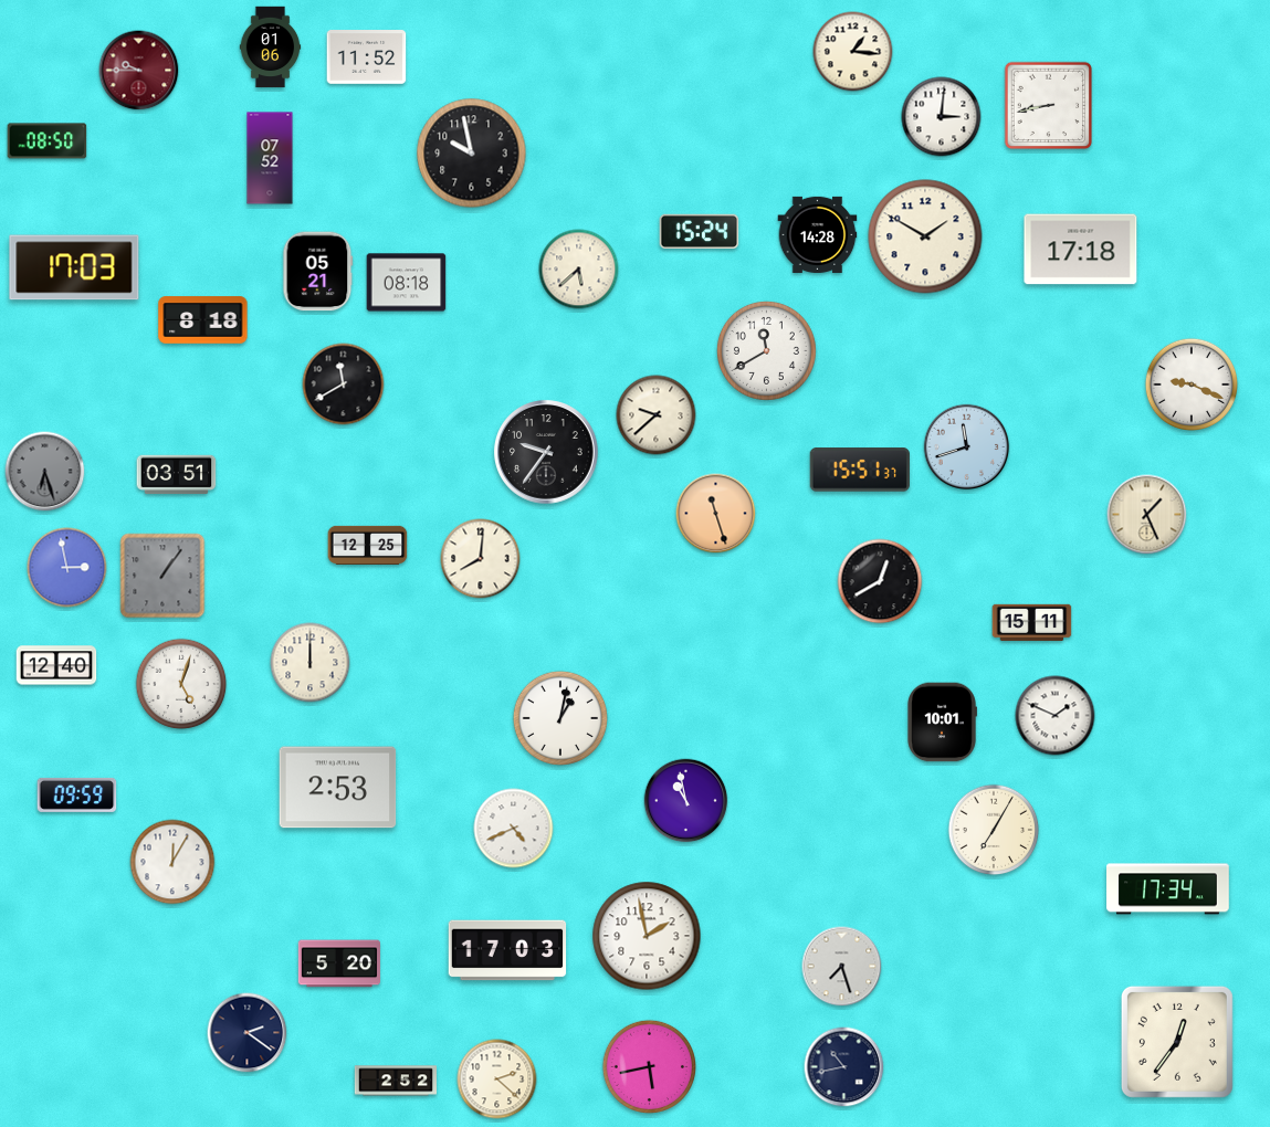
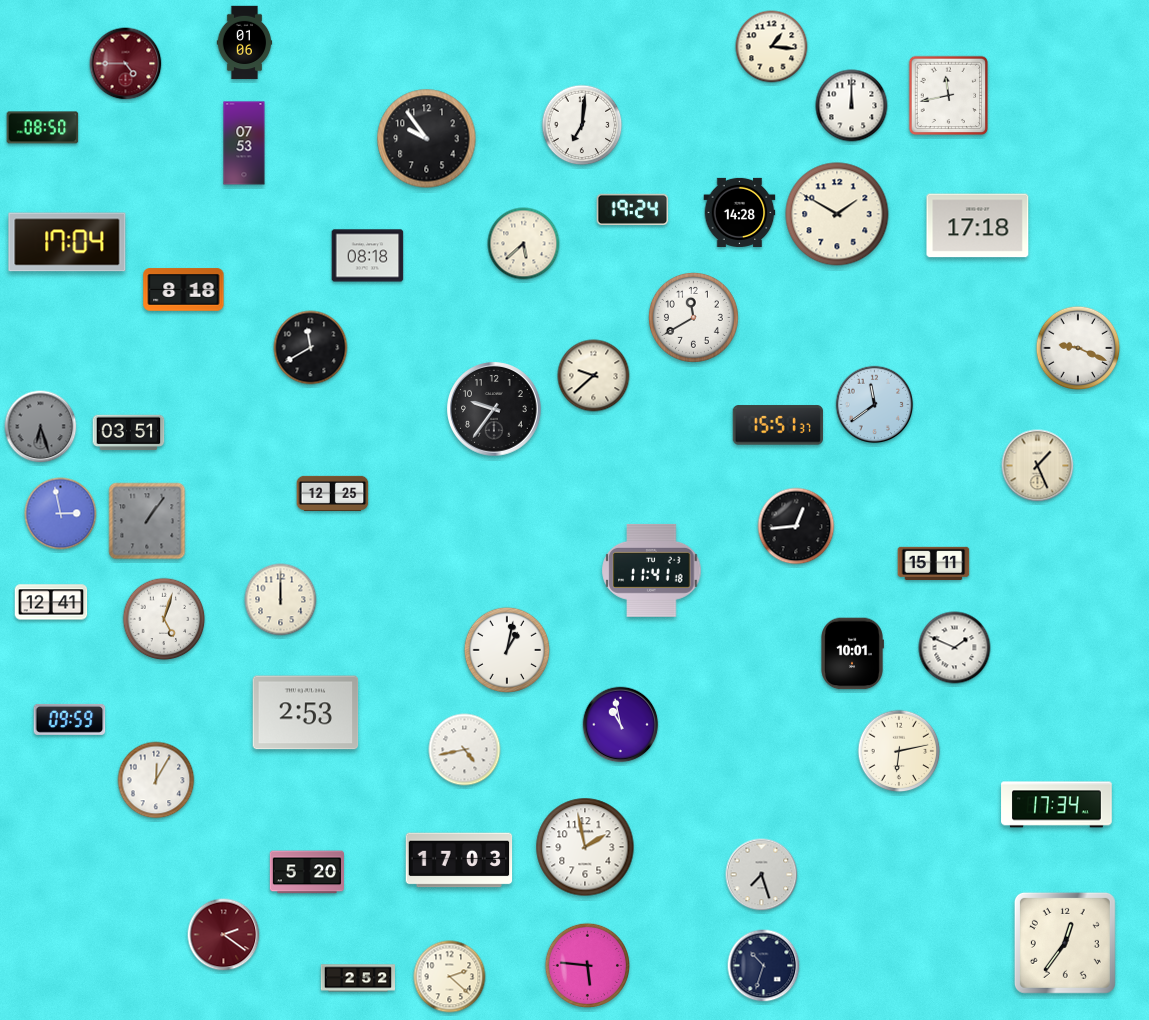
clock at (367, 57): 11:52 -> none
clock at (139, 71): 9:45 -> 4:45
clock at (1049, 106): 8:43 -> 11:43
clock at (942, 117): 3:01 -> 12:00
clock at (582, 125): none -> 7:01
clock at (472, 154): 9:58 -> 9:54
clock at (270, 158): 07:52 -> 07:53
clock at (700, 232): 15:24 -> 19:24
clock at (74, 267): 17:03 -> 17:04
clock at (318, 272): 05:21 -> none
clock at (967, 447): 11:42 -> 11:39
clock at (177, 475) position: (177, 475) -> (129, 433)
clock at (716, 514): 11:27 -> none
clock at (481, 559): 8:01 -> none
clock at (880, 581): 12:40 -> 12:44
clock at (652, 570): none -> 11:41
clock at (56, 665): 12:40 -> 12:41
clock at (514, 829): 4:41 -> 4:43
clock at (994, 830): 7:05 -> 6:13
clock at (248, 1033) dial: navy -> burgundy
clock at (649, 1066): 5:43 -> 5:46
clock at (844, 1067): 10:43 -> 10:33
